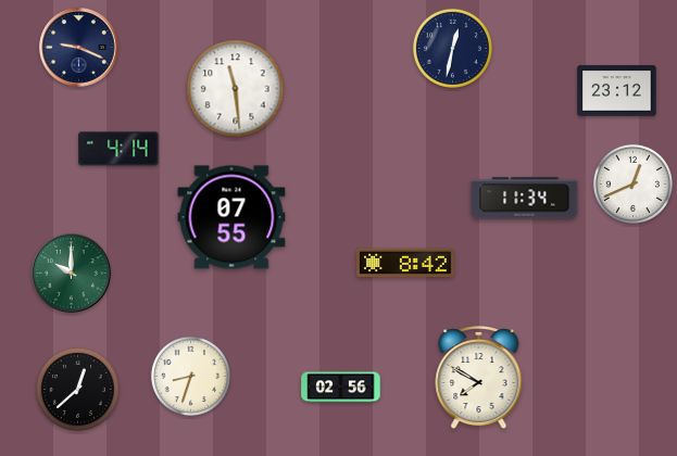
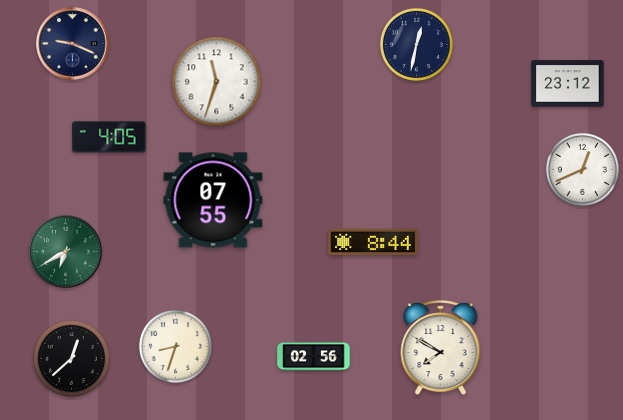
clock at (236, 89): 11:29 -> 11:33
clock at (118, 149): 4:14 -> 4:05
clock at (525, 199): 11:34 -> none
clock at (405, 263): 8:42 -> 8:44
clock at (72, 274): 10:00 -> 6:40
